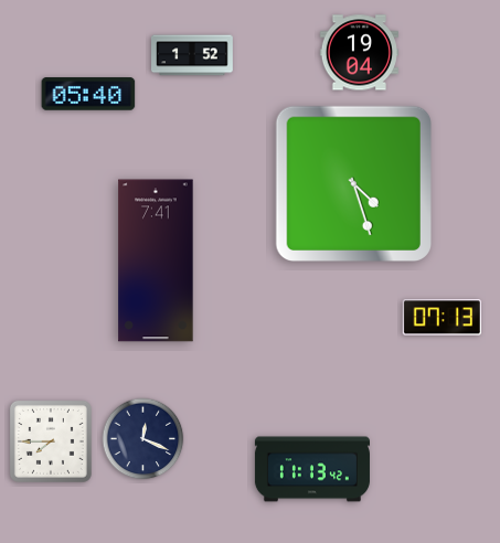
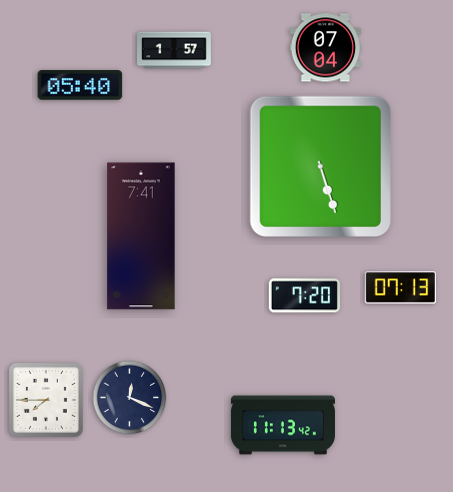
clock at (359, 53): 19:04 -> 07:04
clock at (193, 55): 1:52 -> 1:57
clock at (353, 183): 4:27 -> 5:27
clock at (304, 296): none -> 7:20
